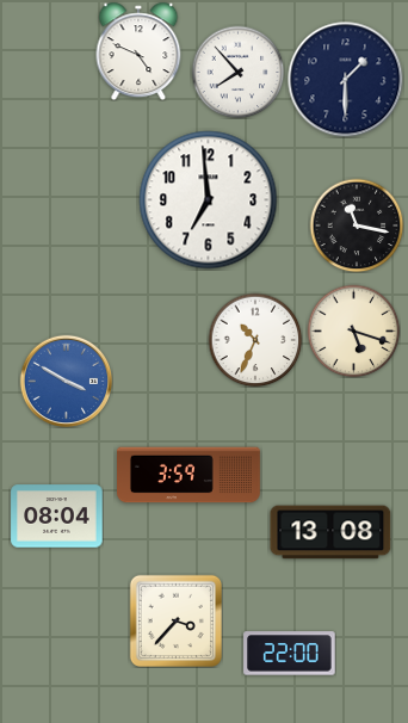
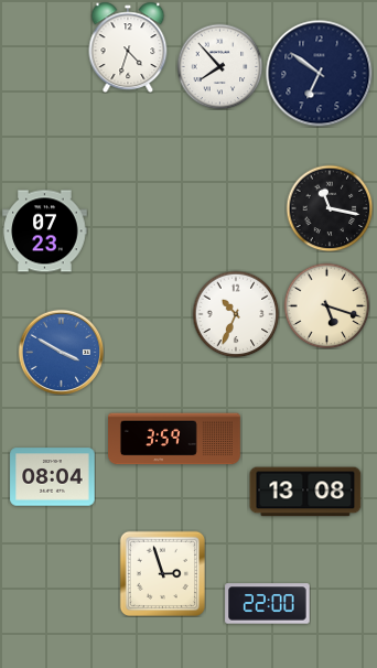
clock at (138, 51): 4:49 -> 4:33
clock at (346, 80): 1:30 -> 6:51
clock at (209, 200): 6:59 -> none
clock at (45, 231): none -> 07:23
clock at (175, 620): 3:37 -> 2:57
